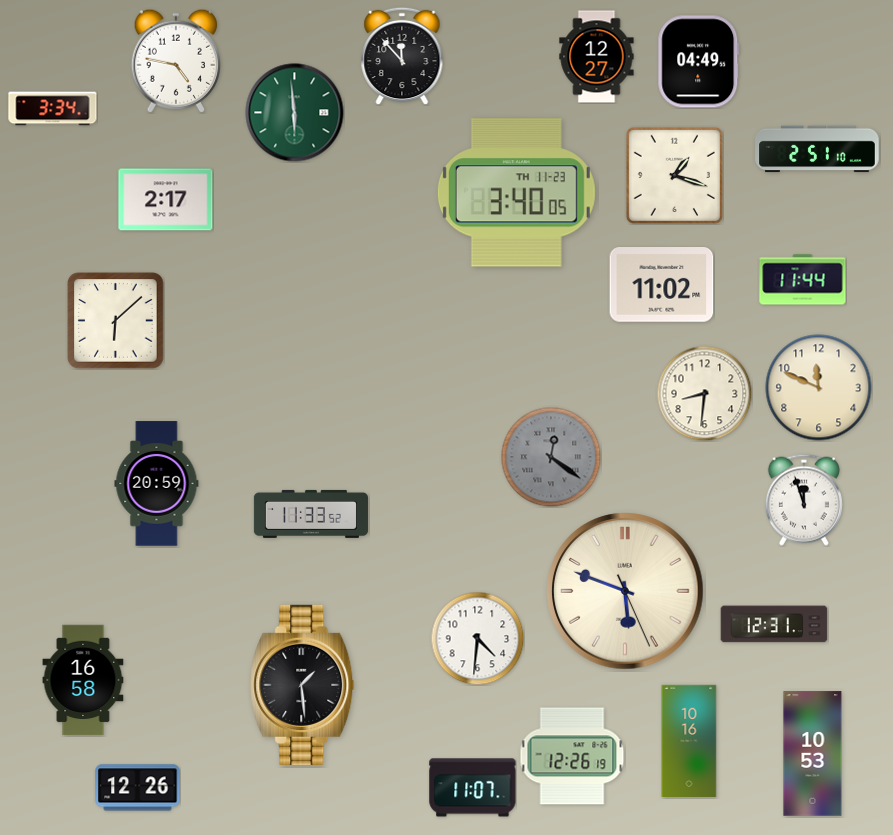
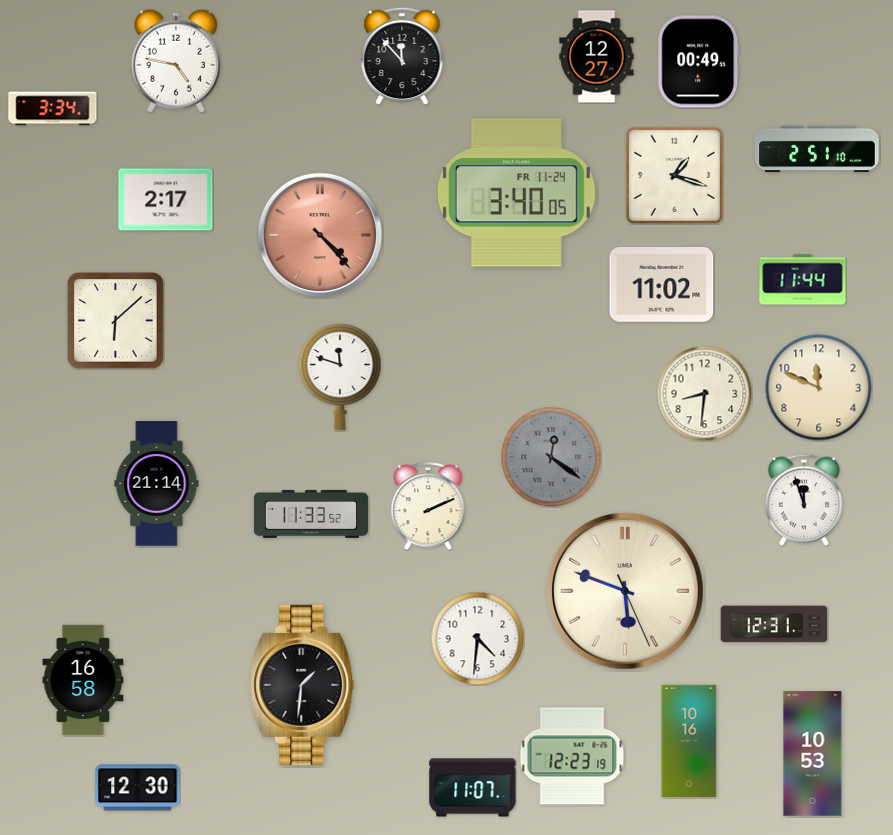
clock at (699, 62): 04:49 -> 00:49
clock at (295, 113): 5:59 -> none
clock at (516, 193) date: TH 11-23 -> FR 11-24
clock at (320, 235): none -> 4:23
clock at (340, 377): none -> 11:48
clock at (157, 484): 20:59 -> 21:14
clock at (428, 506): none -> 2:11
clock at (302, 685): 1:29 -> 1:31
clock at (572, 756): 12:26 -> 12:23
clock at (138, 788): 12:26 -> 12:30
